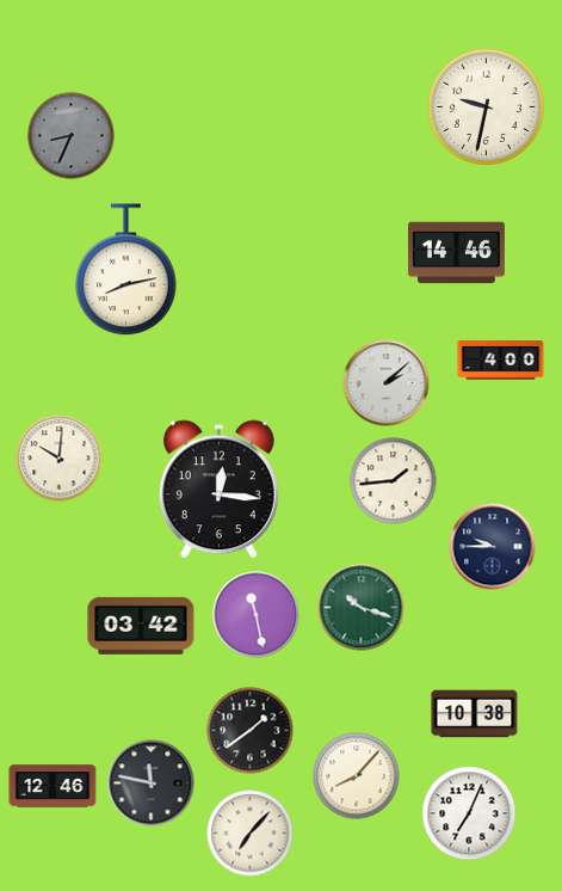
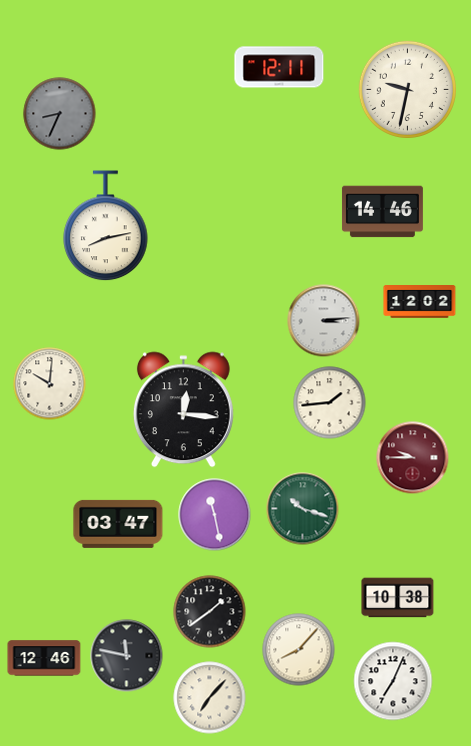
clock at (279, 67): none -> 12:11
clock at (501, 361): 4:00 -> 12:02
clock at (387, 383): 2:08 -> 3:14
clock at (493, 547) dial: navy -> burgundy
clock at (141, 626): 03:42 -> 03:47
